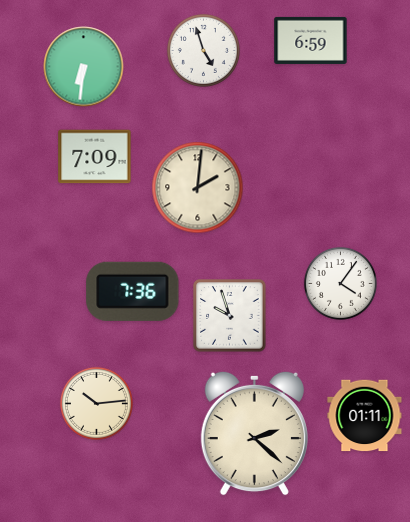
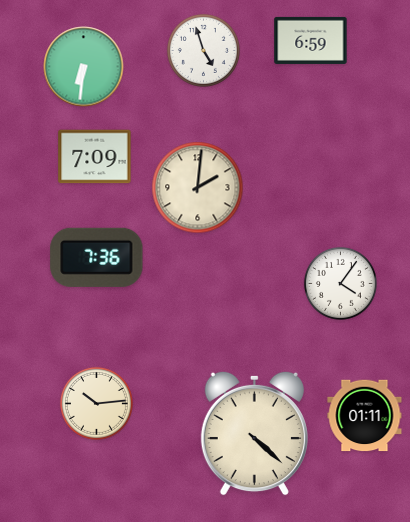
clock at (133, 291) position: (133, 291) -> (97, 257)
clock at (230, 316): 9:57 -> none
clock at (254, 433): 2:22 -> 4:22
